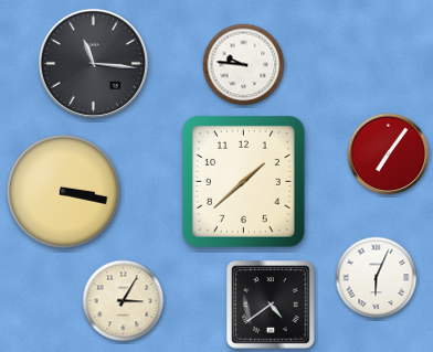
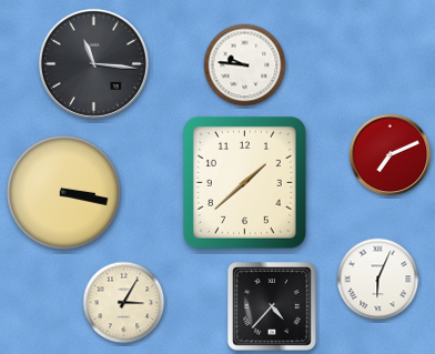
clock at (389, 154): 7:06 -> 7:11
clock at (271, 305): 4:39 -> 4:37
